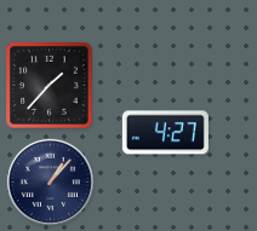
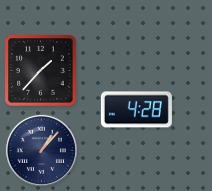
clock at (165, 133): 4:27 -> 4:28
